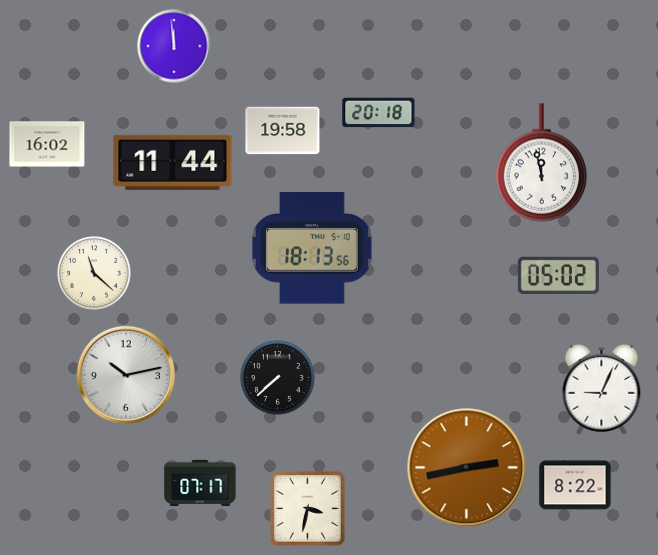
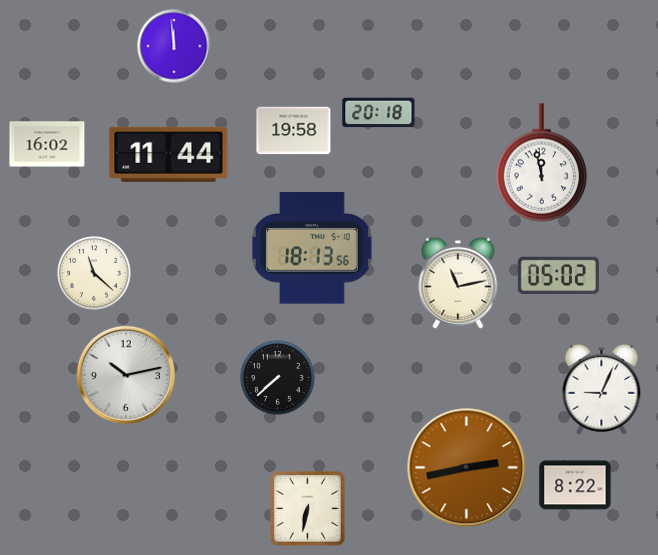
clock at (283, 131) position: (283, 131) -> (294, 131)
clock at (173, 162) position: (173, 162) -> (169, 154)
clock at (458, 283): none -> 11:13
clock at (200, 482): 07:17 -> none
clock at (308, 509): 3:32 -> 6:32
